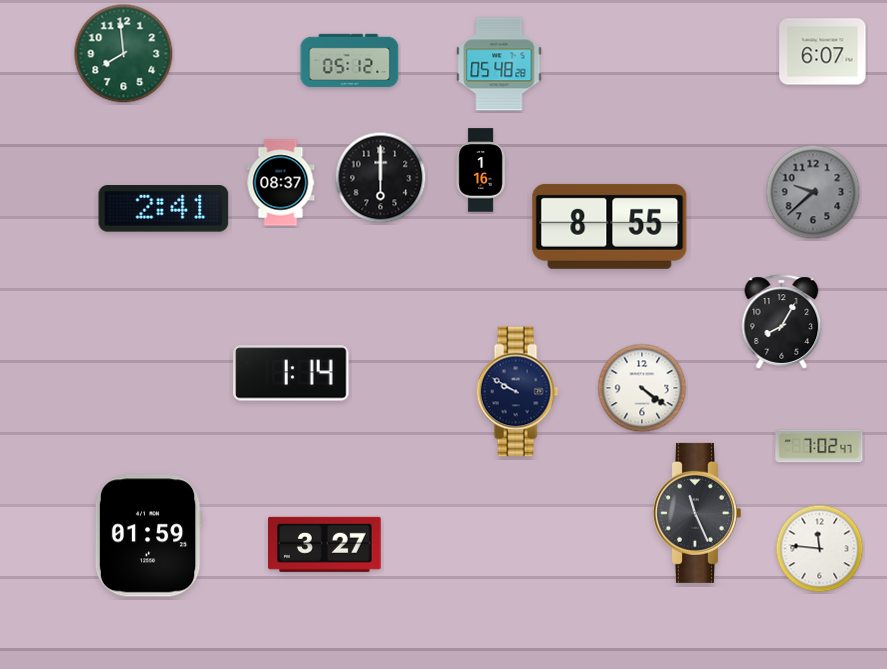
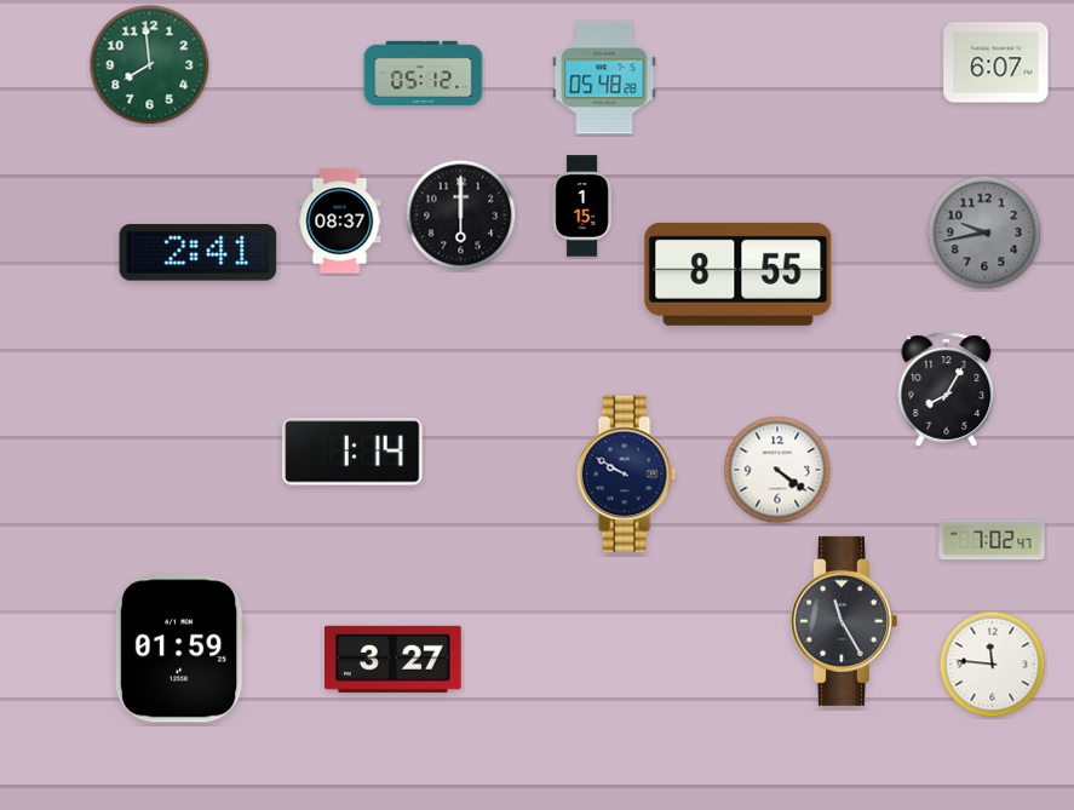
clock at (481, 170): 1:16 -> 1:15
clock at (813, 192): 9:38 -> 9:43
clock at (696, 513): 11:26 -> 11:25
